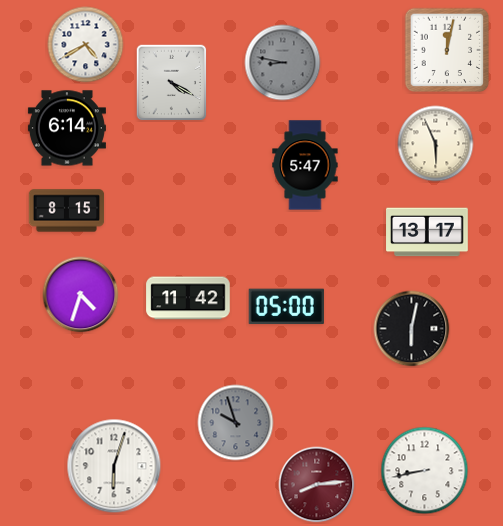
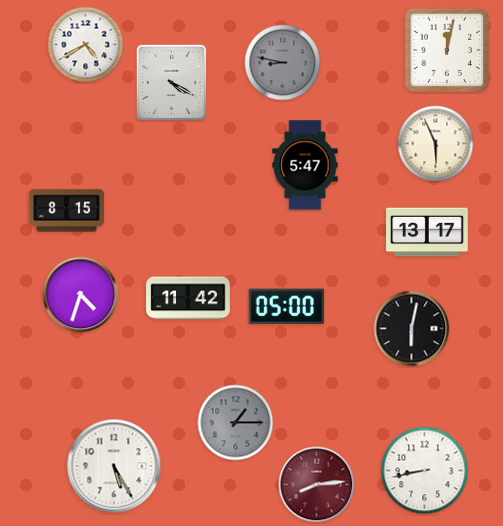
clock at (67, 128): 6:14 -> none
clock at (236, 423): 9:57 -> 1:15
clock at (114, 466): 6:03 -> 5:25
